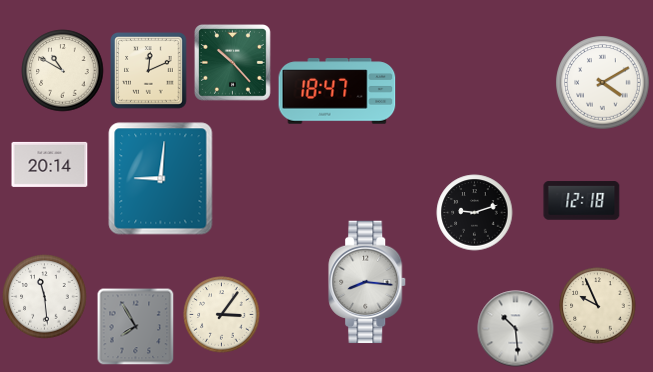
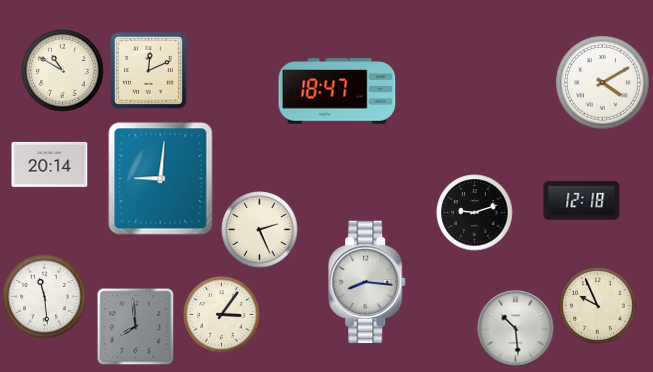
clock at (233, 63): 10:23 -> none
clock at (260, 230): none -> 2:26
clock at (135, 326): 7:55 -> 7:59
